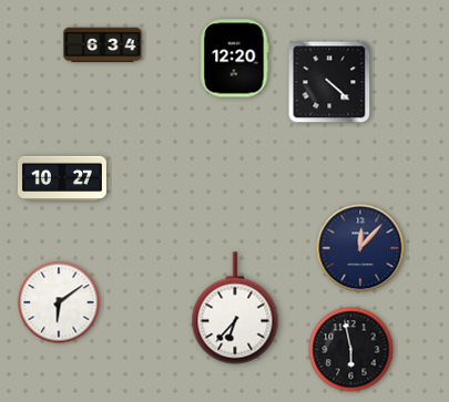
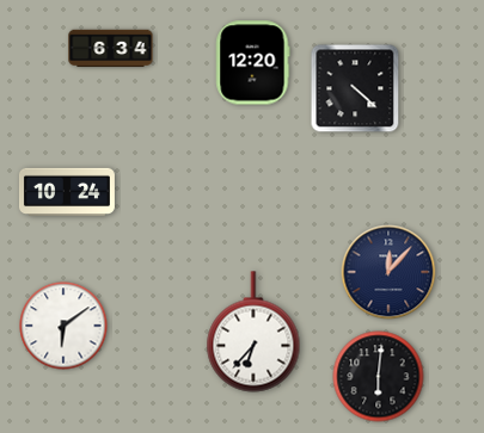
clock at (62, 178): 10:27 -> 10:24
clock at (360, 248) position: (360, 248) -> (388, 272)
clock at (351, 350): 5:58 -> 6:01
